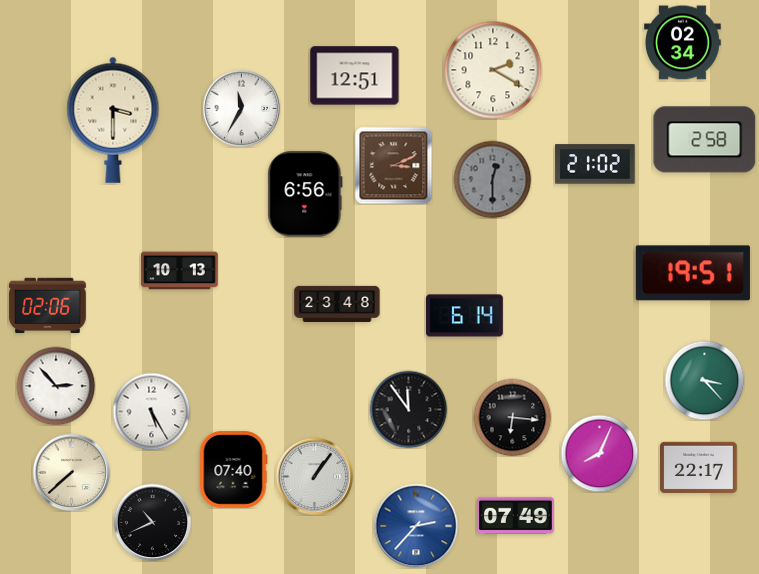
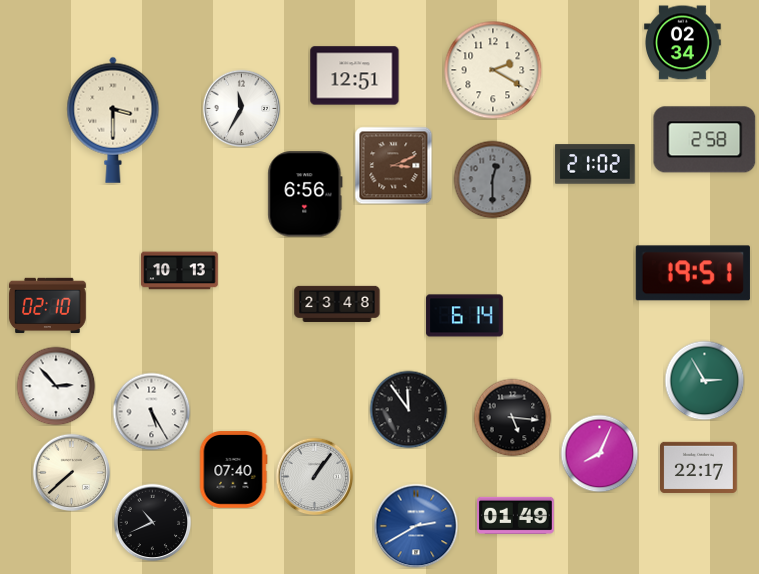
clock at (48, 306): 02:06 -> 02:10
clock at (704, 380): 3:23 -> 2:55
clock at (512, 417): 6:16 -> 5:16
clock at (516, 515): 07:49 -> 01:49
clock at (416, 526): 2:37 -> 2:40
